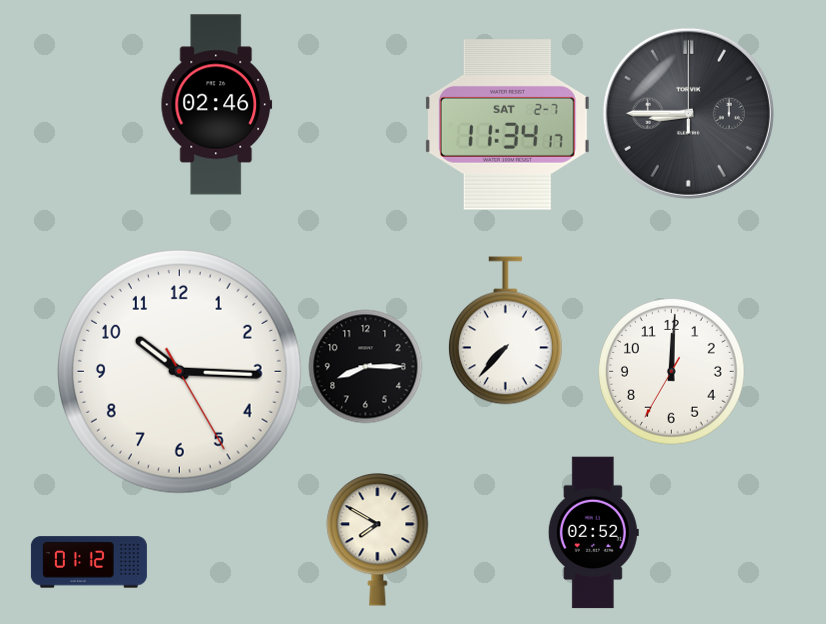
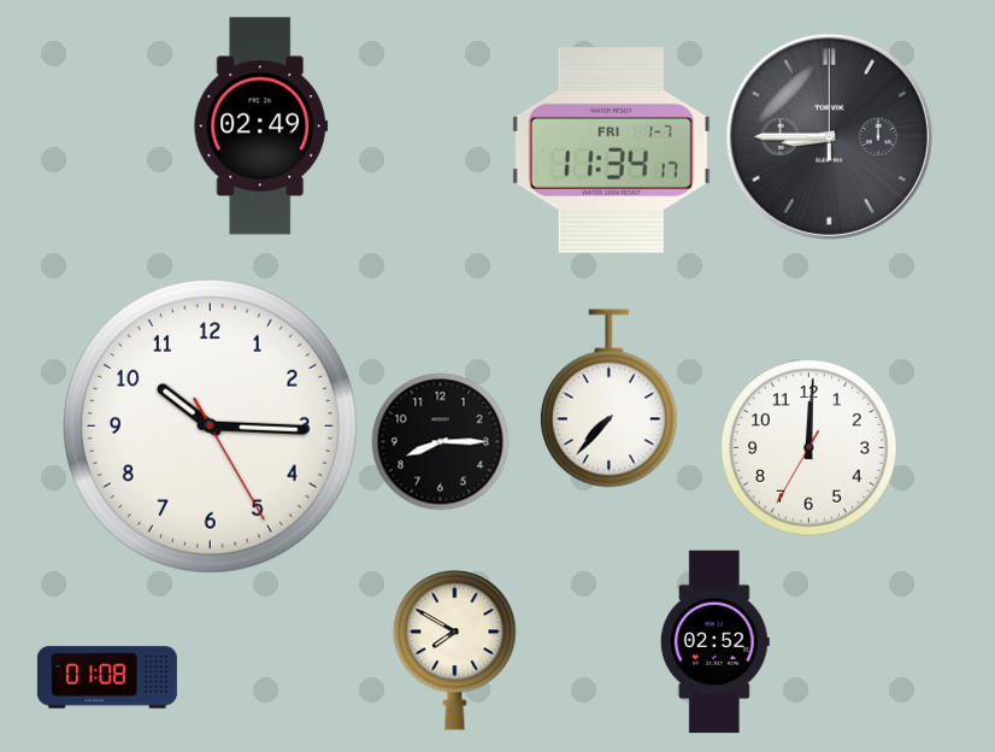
clock at (217, 105): 02:46 -> 02:49
clock at (507, 125) date: SAT 2-7 -> FRI 1-7
clock at (179, 371) position: (179, 371) -> (210, 425)
clock at (89, 562): 01:12 -> 01:08
